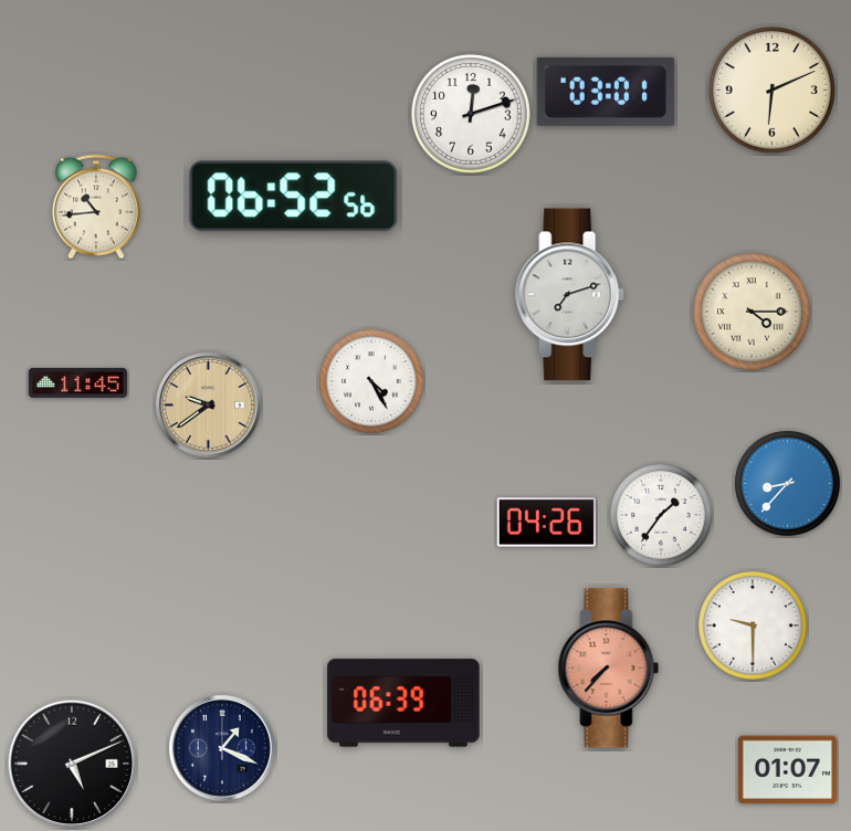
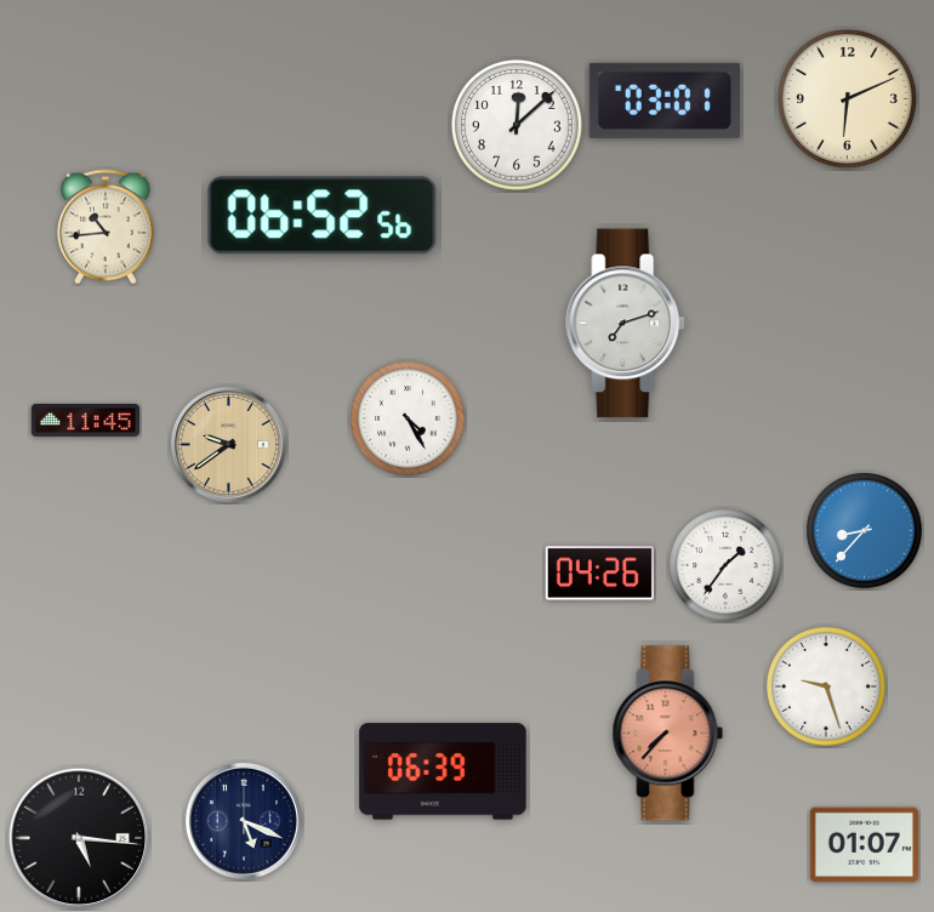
clock at (471, 114): 12:12 -> 12:08
clock at (752, 312): 4:15 -> none
clock at (754, 627): 9:30 -> 9:27
clock at (222, 748): 1:19 -> 5:19
clock at (72, 764): 5:11 -> 5:16
